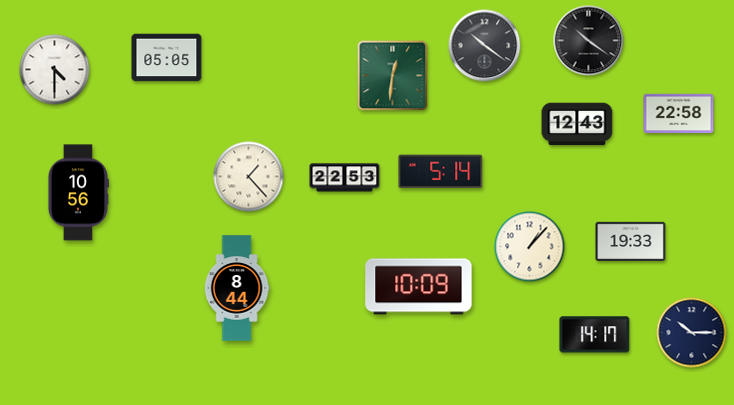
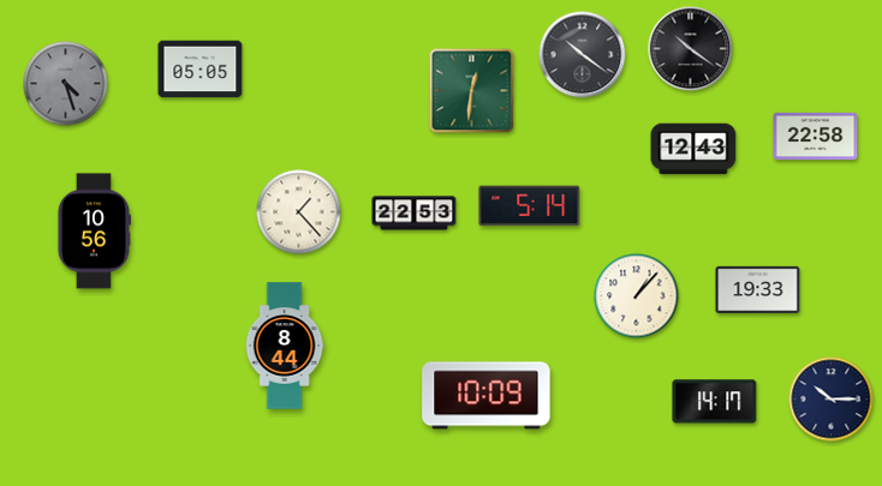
clock at (589, 41) position: (589, 41) -> (691, 49)
clock at (55, 70): 4:30 -> 4:27
clock at (55, 70) dial: white -> grey
clock at (419, 287) position: (419, 287) -> (487, 396)
